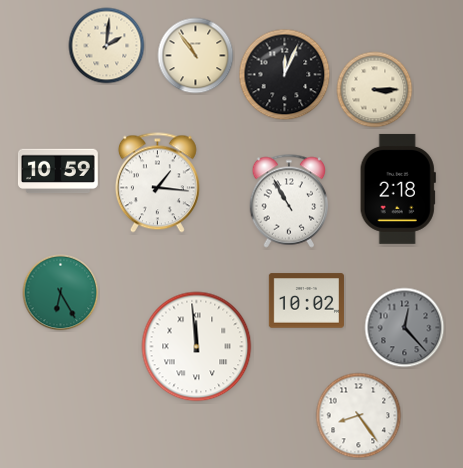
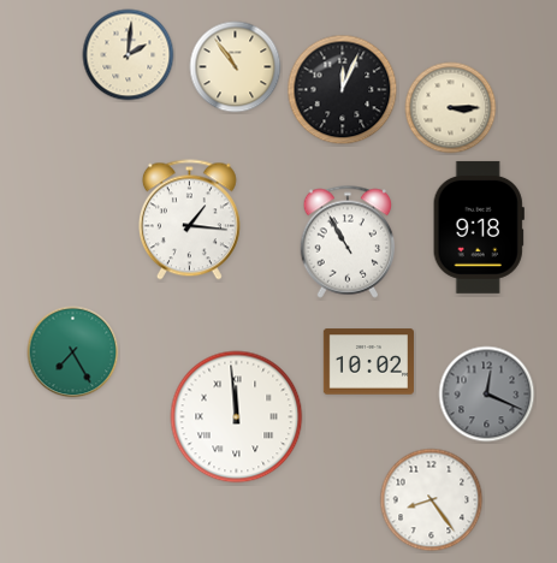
clock at (58, 171): 10:59 -> none
clock at (398, 189): 2:18 -> 9:18
clock at (61, 293): 6:25 -> 7:25
clock at (405, 328): 12:23 -> 12:19
